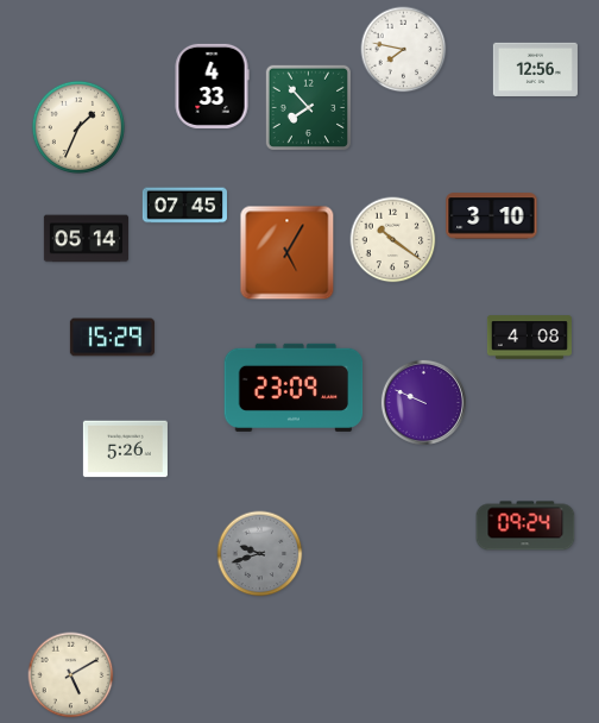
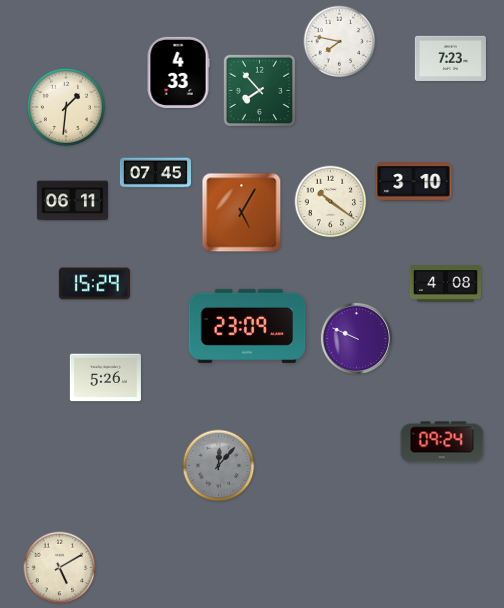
clock at (535, 69): 12:56 -> 7:23
clock at (78, 127): 1:34 -> 1:31
clock at (86, 239): 05:14 -> 06:11
clock at (260, 554): 9:42 -> 12:07
